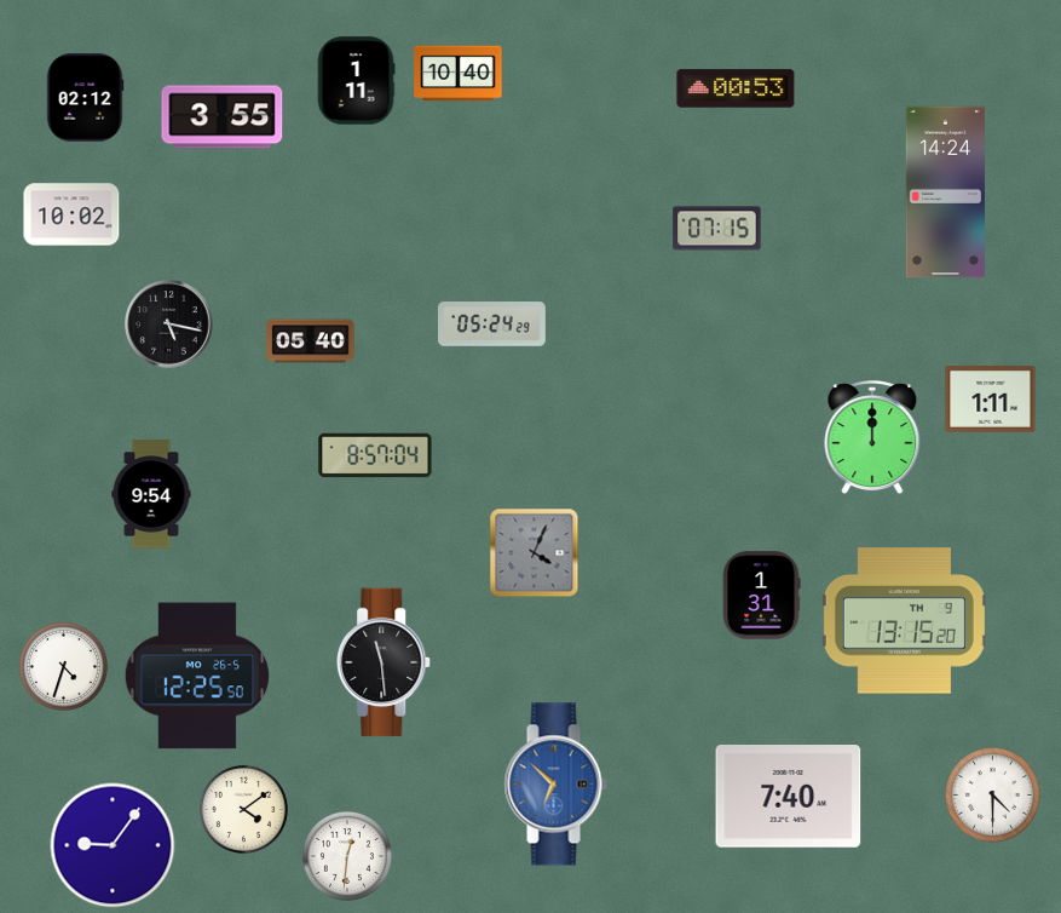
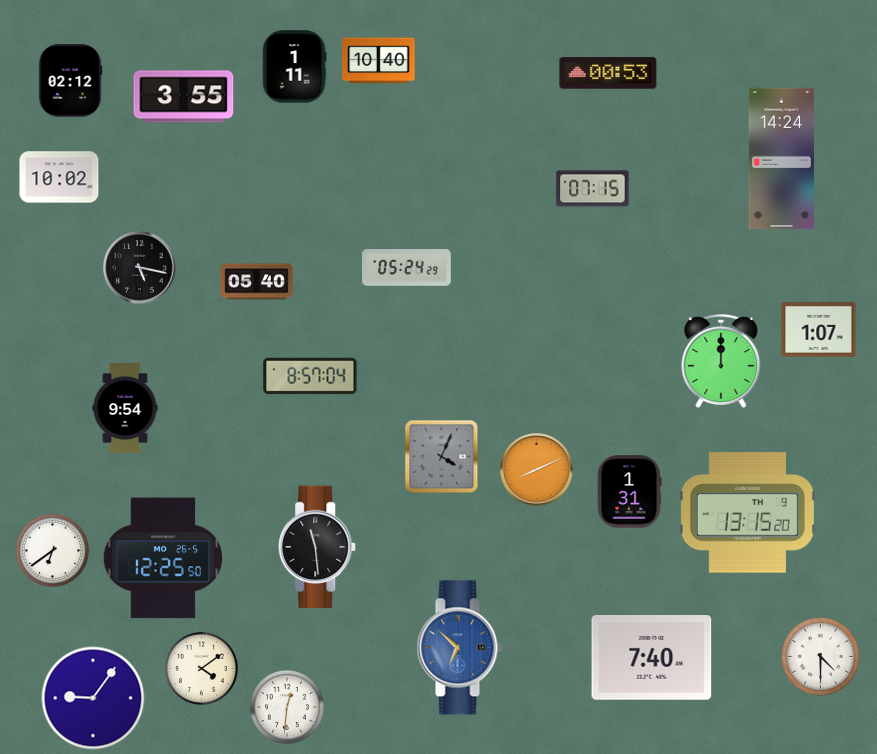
clock at (991, 400): 1:11 -> 1:07
clock at (537, 470): none -> 8:11
clock at (63, 666): 4:33 -> 6:39
